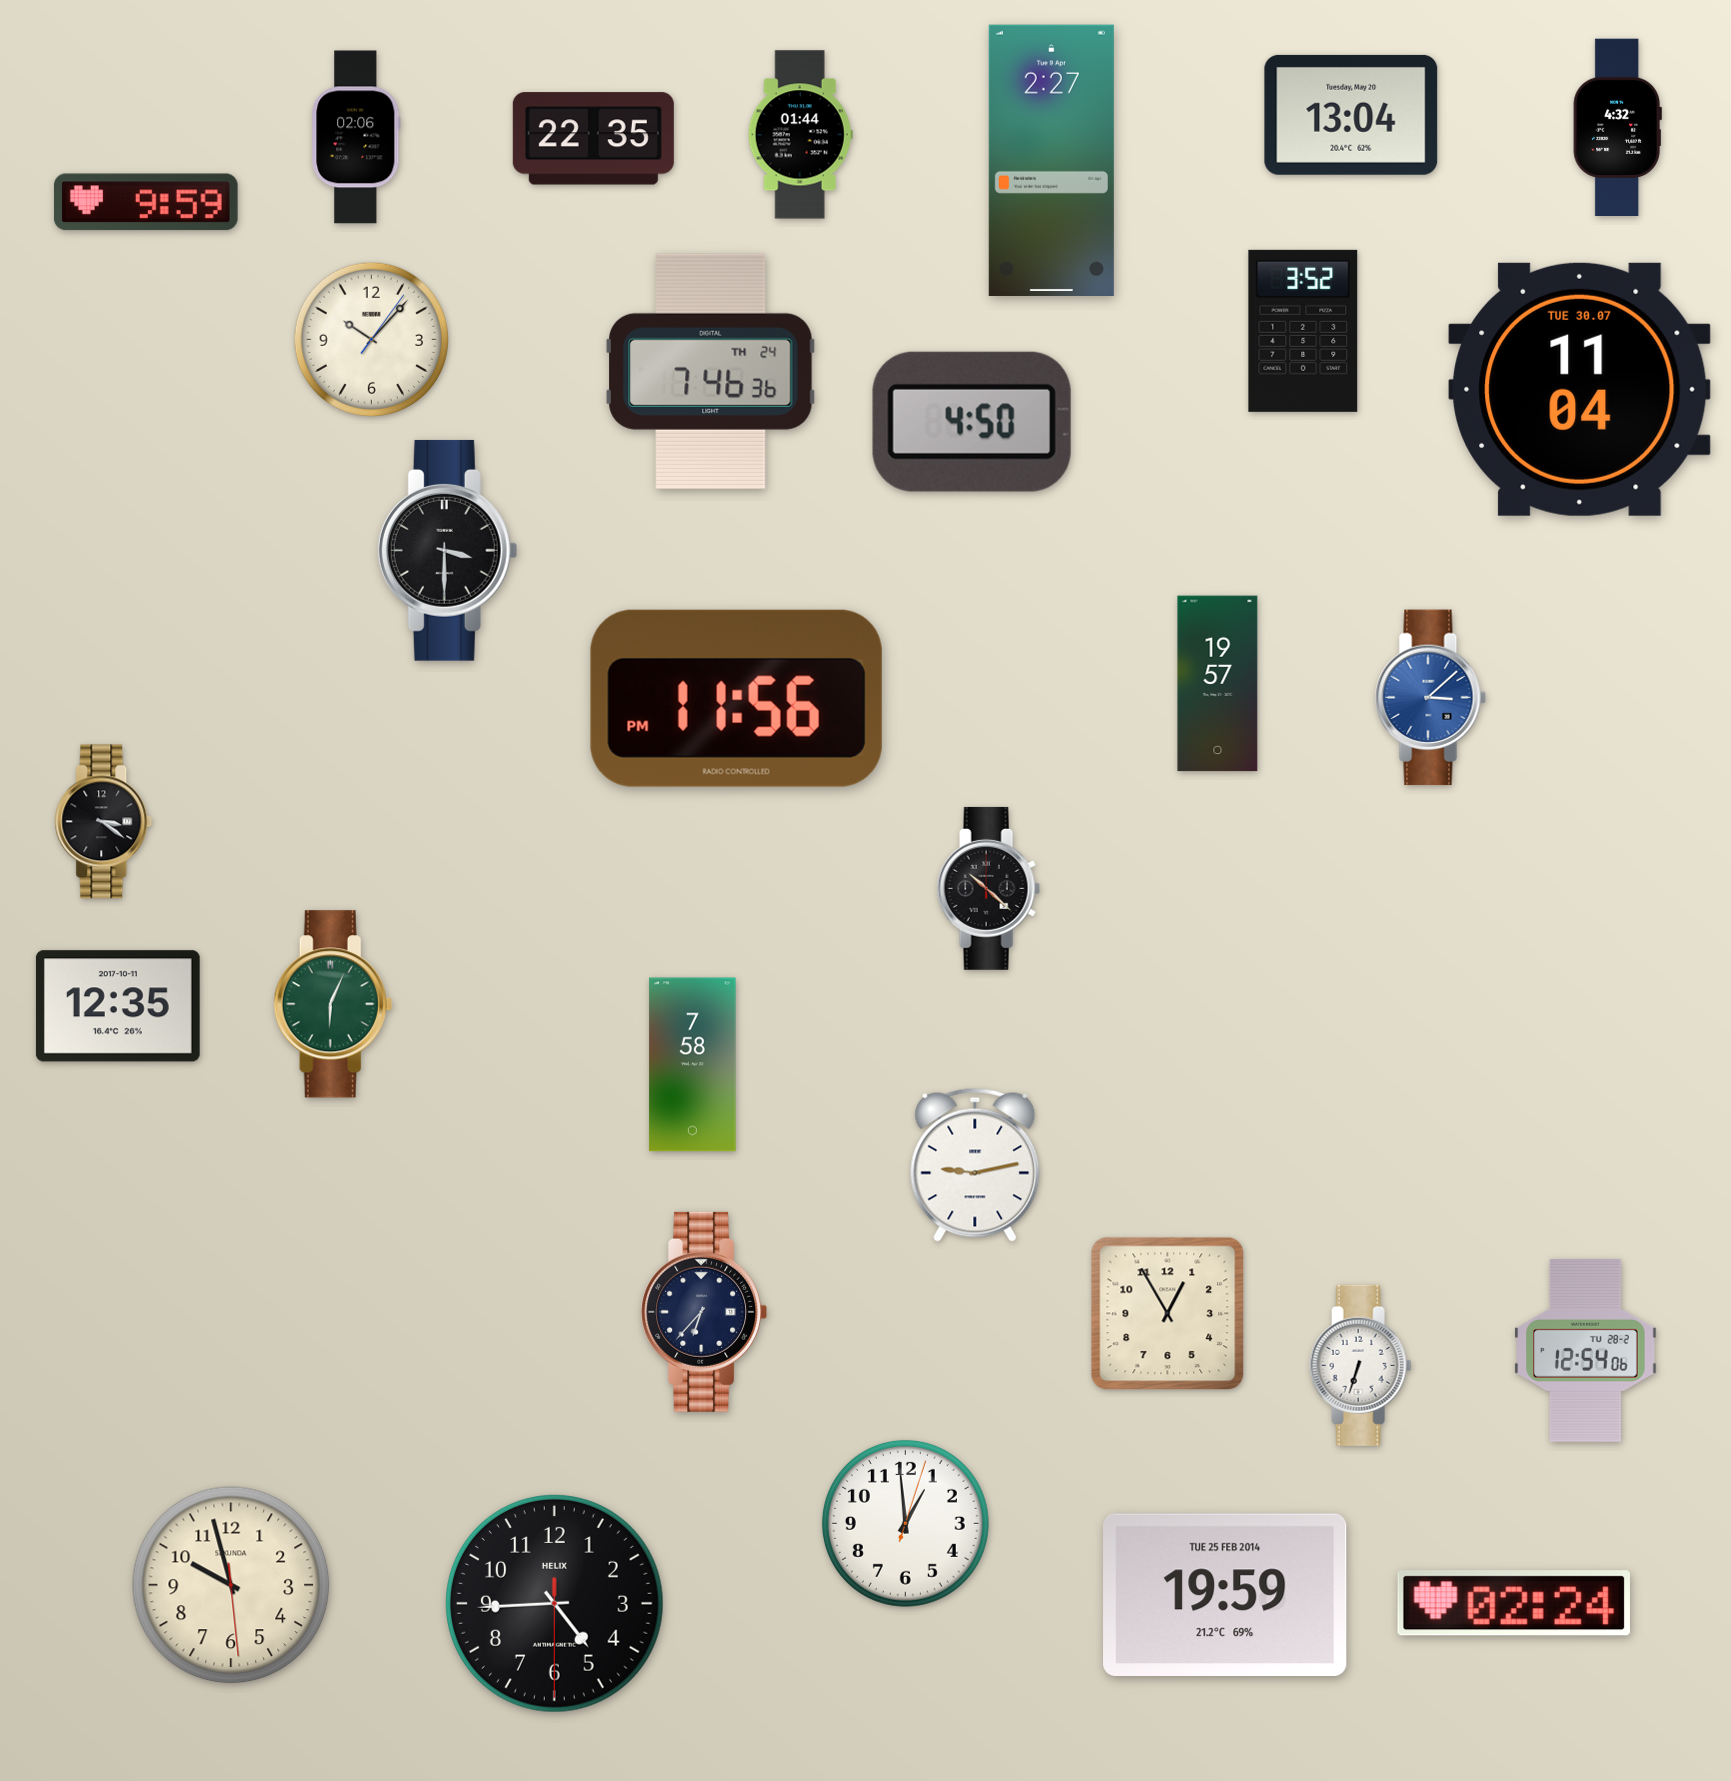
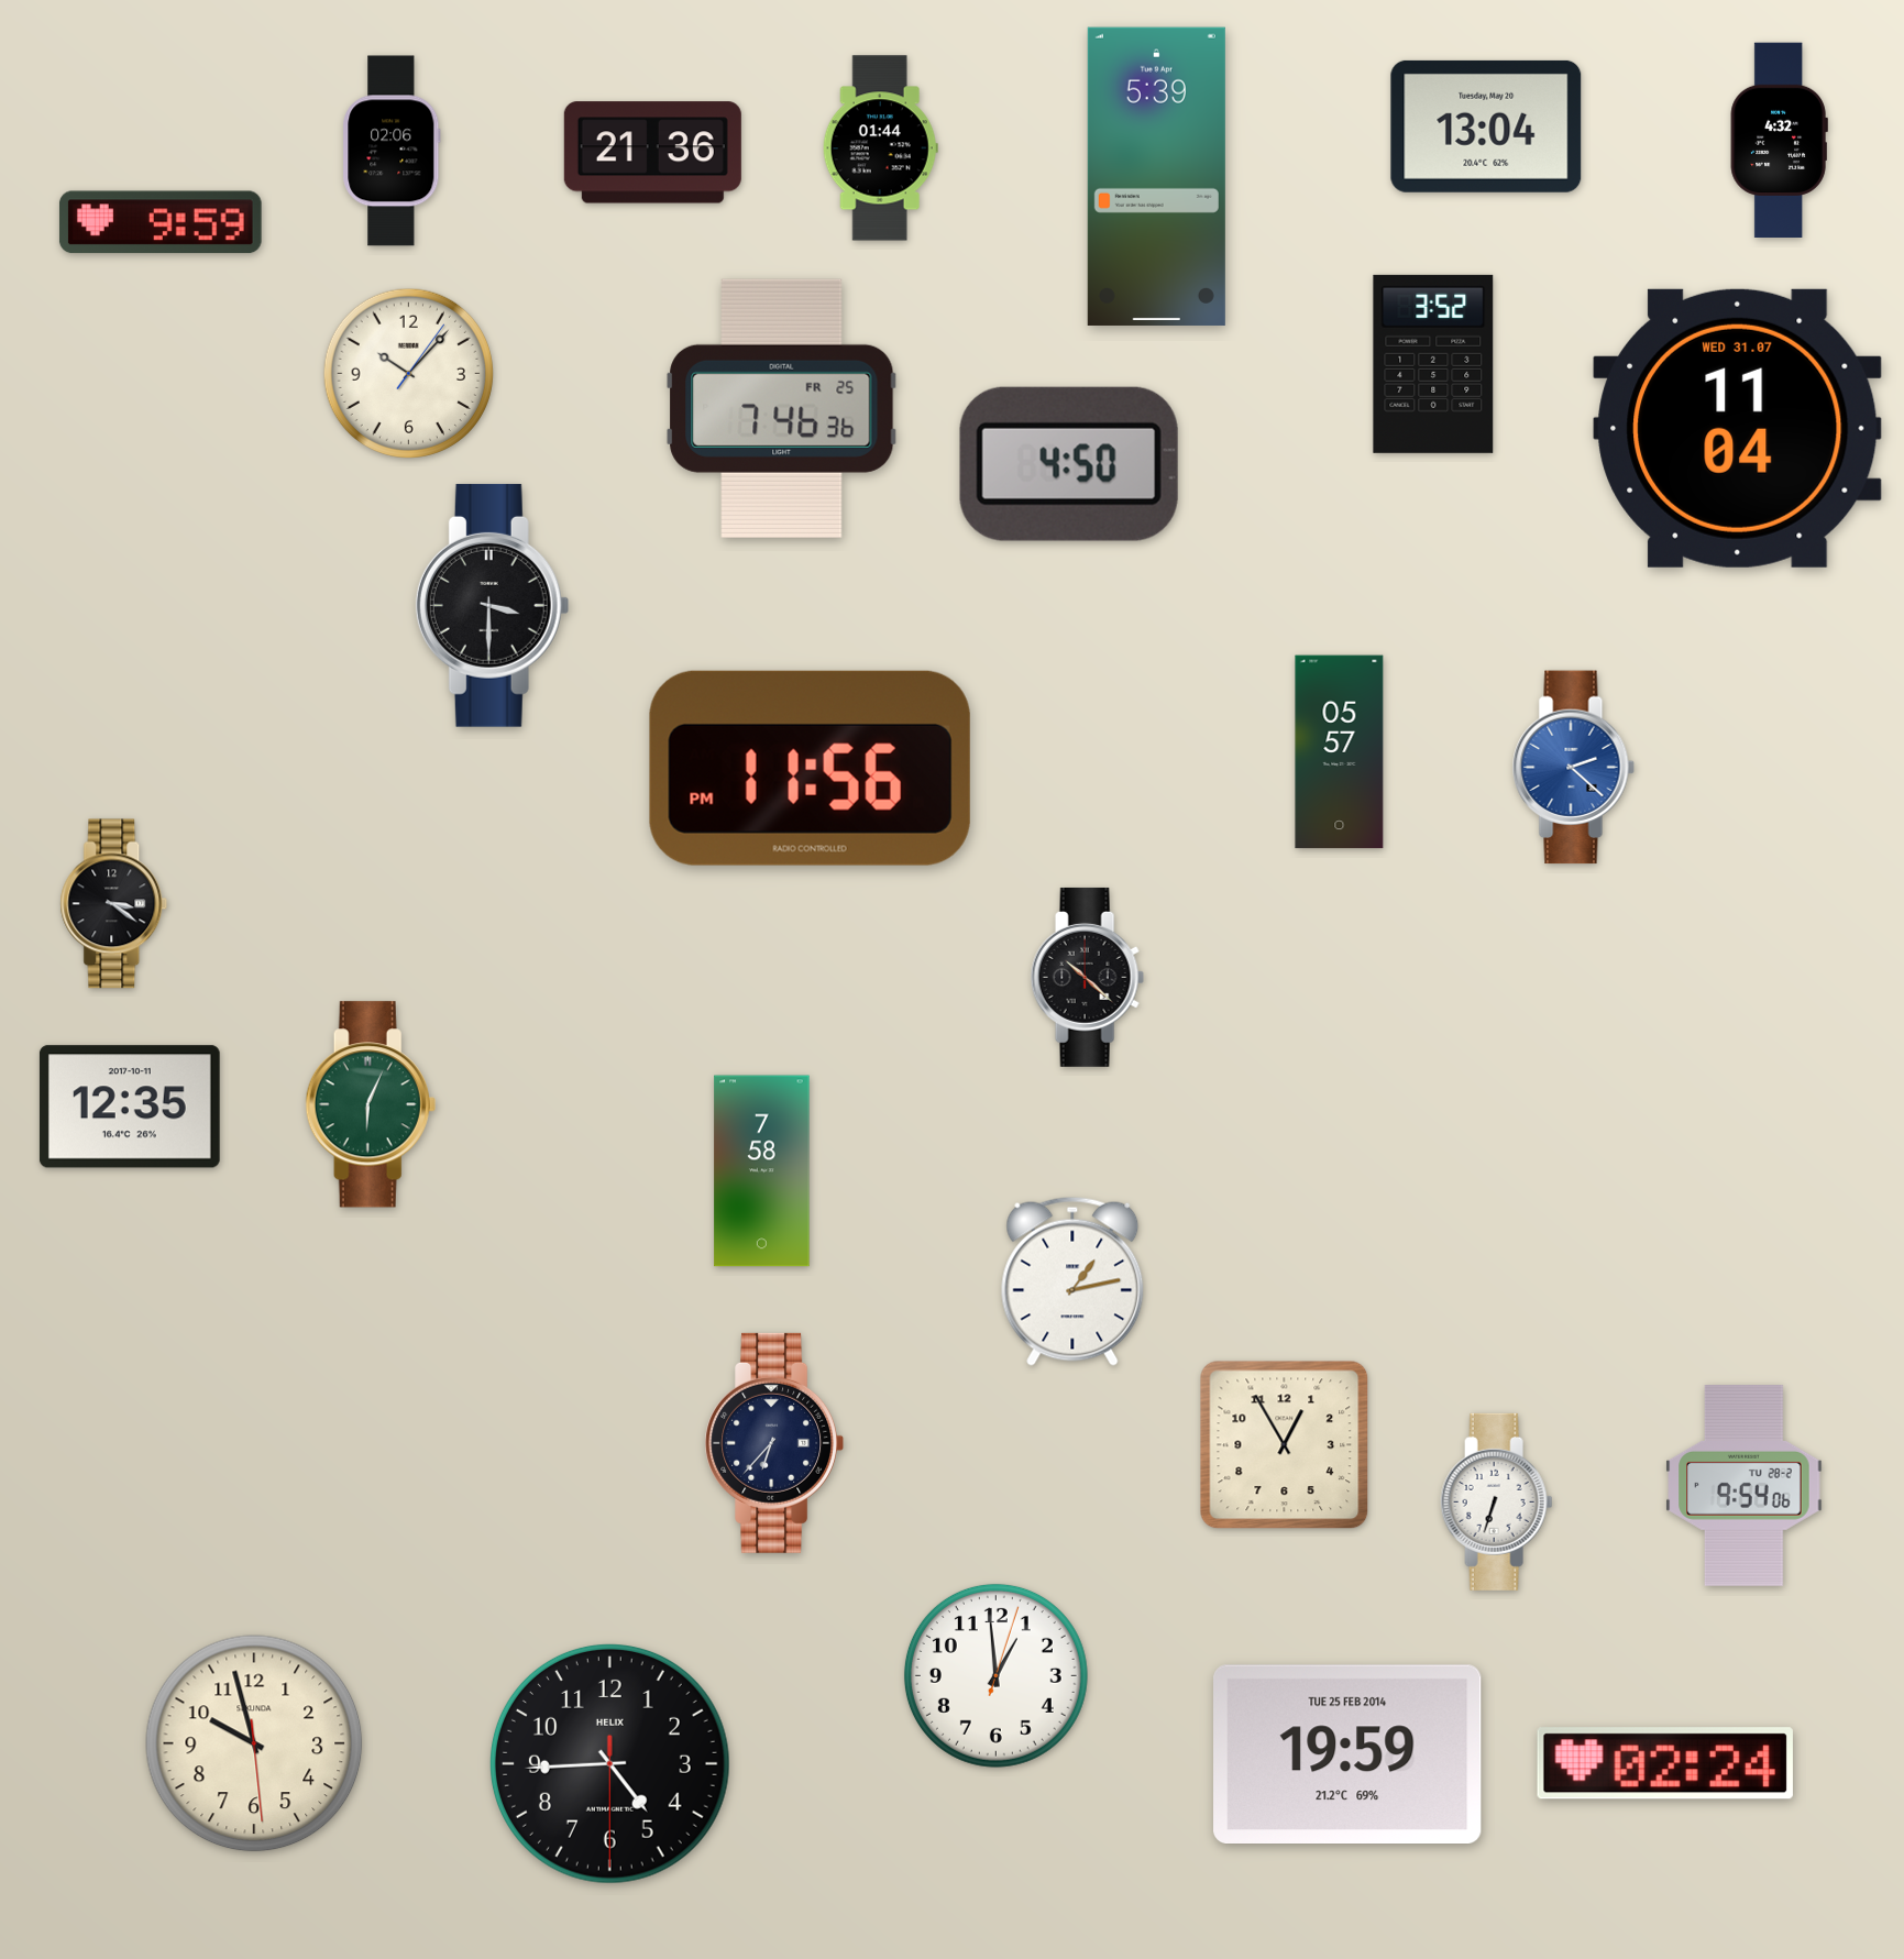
clock at (593, 139): 22:35 -> 21:36
clock at (1051, 160): 2:27 -> 5:39
clock at (711, 371) date: TH 24 -> FR 25
clock at (1580, 389) date: TUE 30.07 -> WED 31.07
clock at (1218, 684): 19:57 -> 05:57
clock at (1430, 698): 3:08 -> 2:22
clock at (333, 1004) position: (333, 1004) -> (371, 1104)
clock at (975, 1165): 9:13 -> 1:13
clock at (1586, 1351): 12:54 -> 9:54
